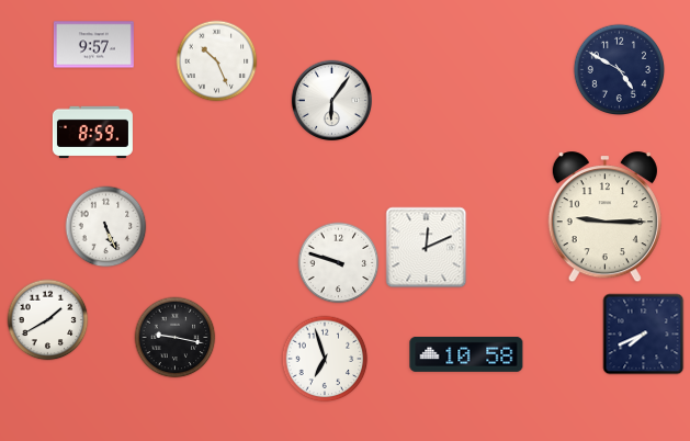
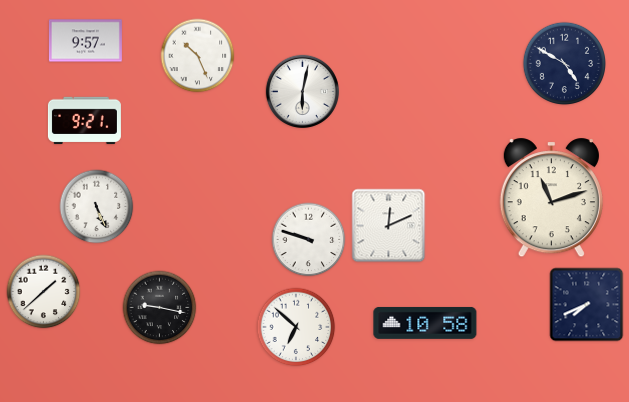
clock at (331, 100): 6:06 -> 6:02
clock at (92, 133): 8:59 -> 9:21
clock at (604, 217): 9:15 -> 11:12
clock at (48, 320): 1:40 -> 1:38
clock at (325, 359): 6:57 -> 6:52
